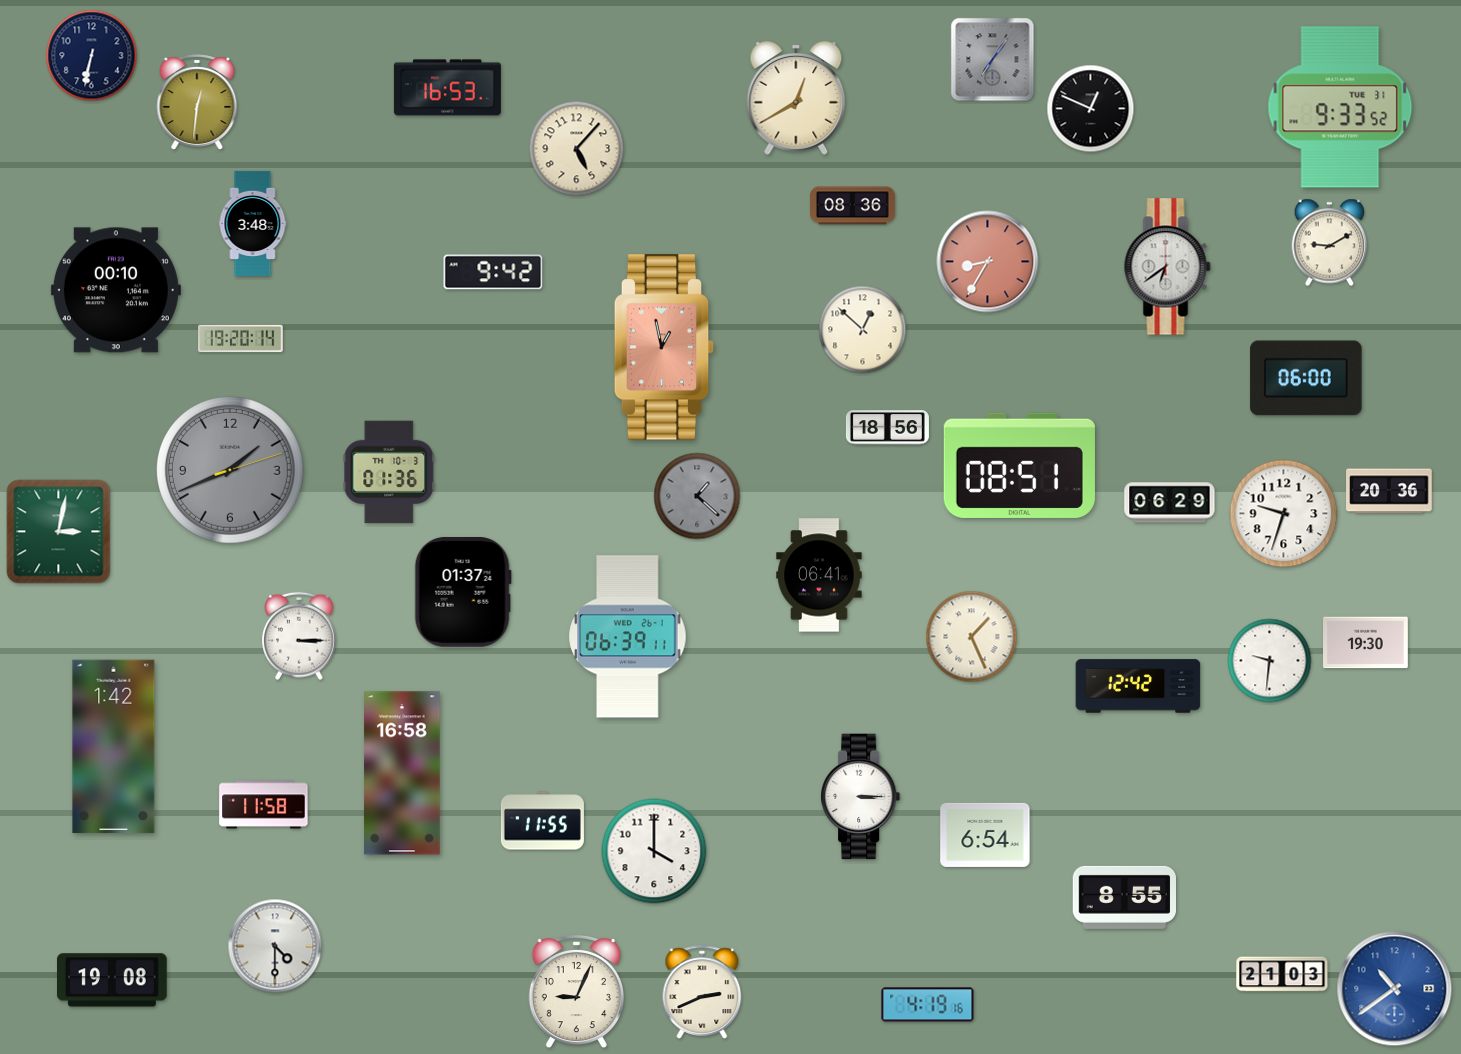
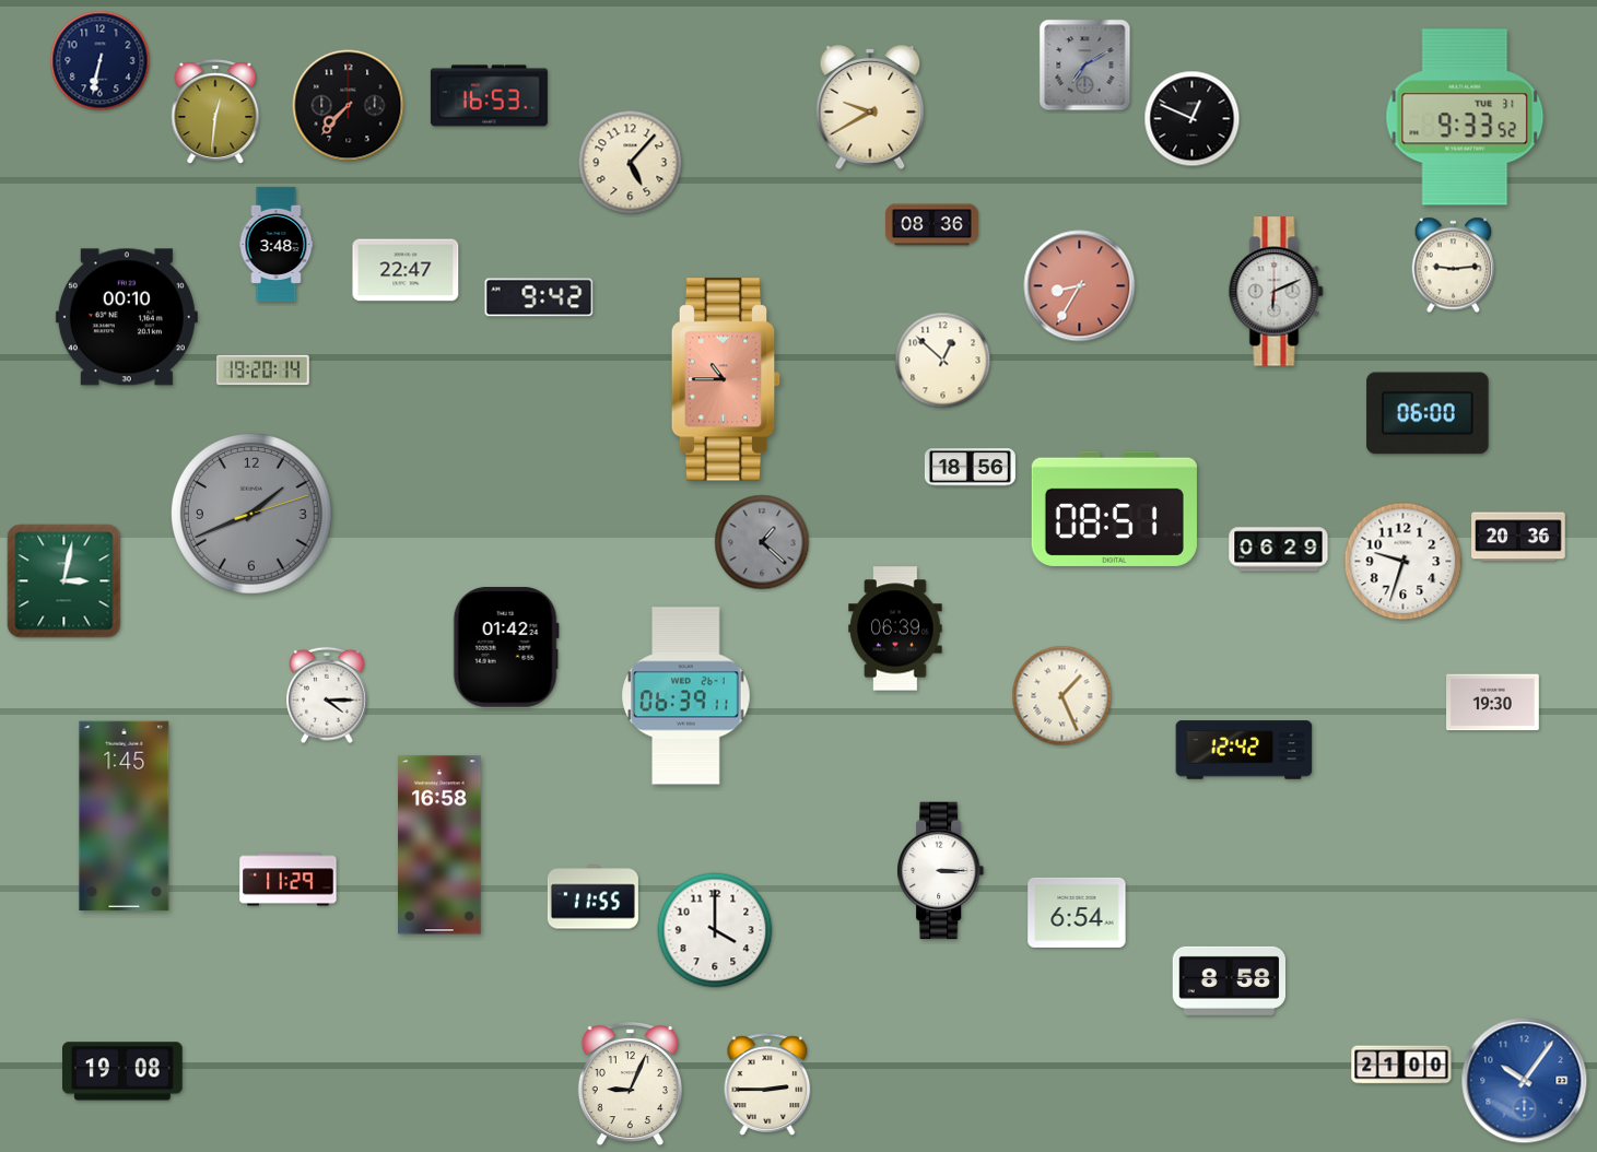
clock at (993, 60): 7:06 -> 7:10
clock at (349, 106): none -> 7:37
clock at (796, 98): 12:40 -> 9:40
clock at (1330, 243): 9:10 -> 9:14
clock at (406, 270): none -> 22:47
clock at (1168, 267): 6:39 -> 6:11
clock at (664, 347): 12:58 -> 10:45
clock at (389, 472): 01:36 -> none
clock at (819, 575): 06:41 -> 06:39
clock at (463, 592): 01:37 -> 01:42
clock at (299, 636): 3:15 -> 4:15
clock at (1270, 661): 9:31 -> none
clock at (114, 747): 1:42 -> 1:45
clock at (264, 805): 11:58 -> 11:29
clock at (1125, 897): 8:55 -> 8:58
clock at (275, 946): 4:30 -> none
clock at (1282, 974): 21:03 -> 21:00
clock at (1395, 989): 10:39 -> 10:06
clock at (702, 992): 2:41 -> 2:45
clock at (928, 1005): 4:19 -> none
